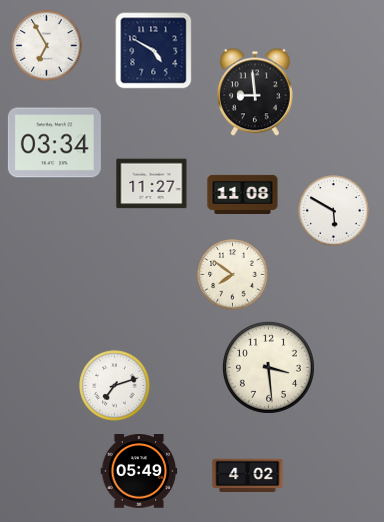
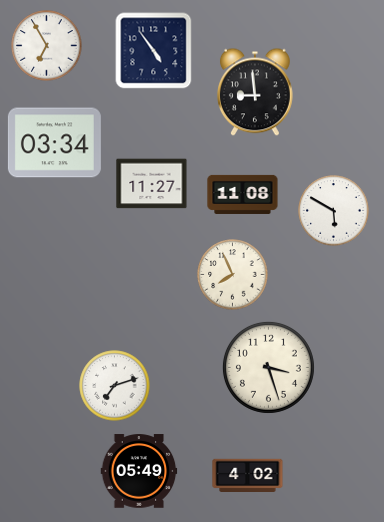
clock at (154, 51): 4:50 -> 4:54
clock at (233, 275): 7:51 -> 7:56
clock at (268, 367): 3:29 -> 3:27
